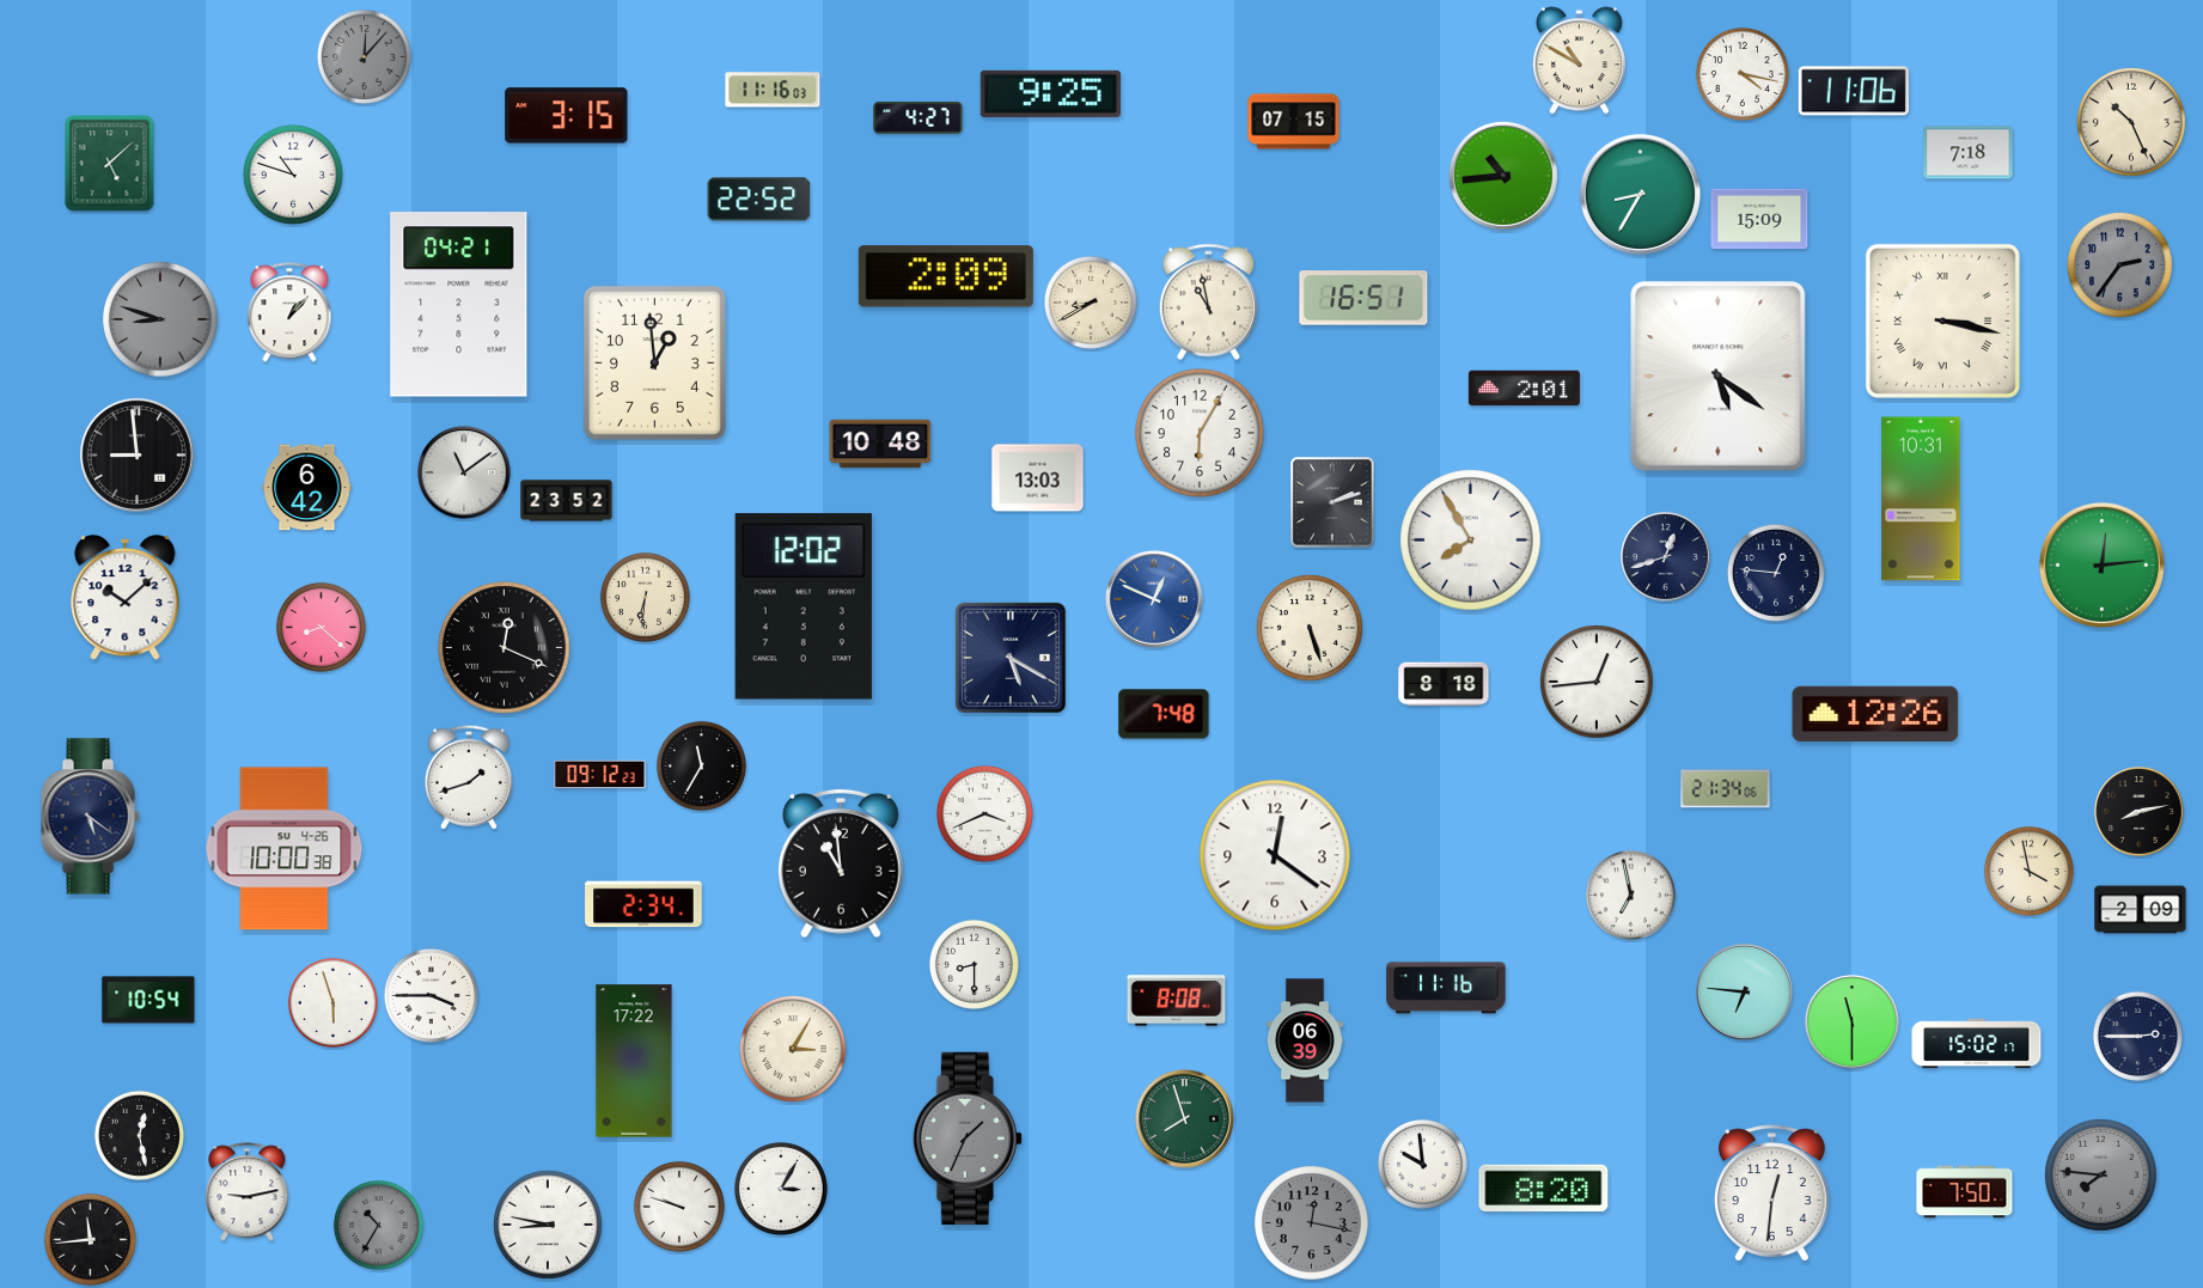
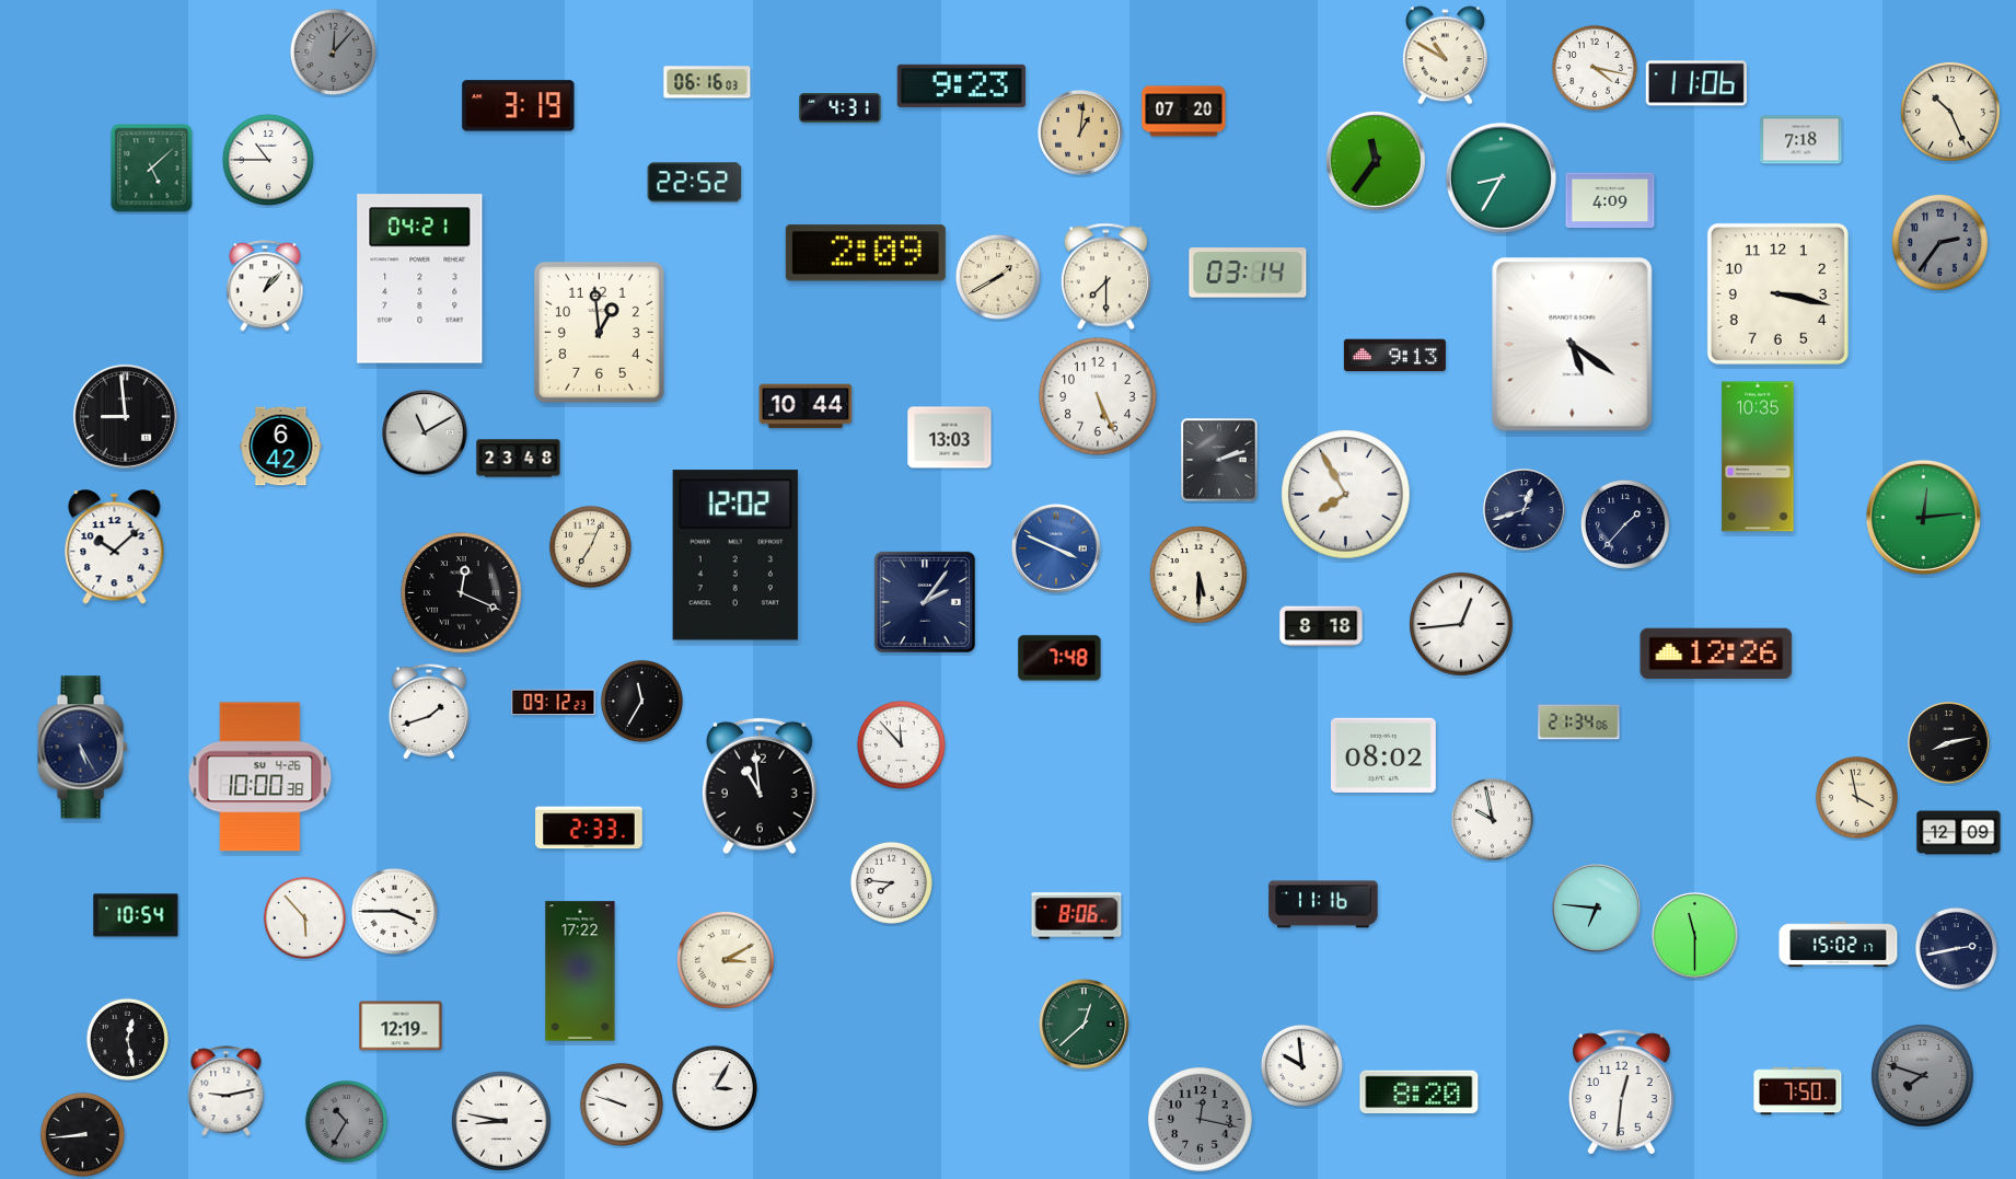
clock at (773, 90): 11:16 -> 06:16
clock at (1050, 93): 9:25 -> 9:23
clock at (567, 116): 3:15 -> 3:19
clock at (919, 118): 4:27 -> 4:31
clock at (1294, 122): 07:15 -> 07:20
clock at (1080, 132): none -> 1:01
clock at (110, 164) position: (110, 164) -> (152, 169)
clock at (293, 175): 10:48 -> 10:45
clock at (1503, 176): 10:44 -> 11:36
clock at (1759, 219): 15:09 -> 4:09
clock at (1363, 298): 16:51 -> 03:14
clock at (1091, 303): 8:40 -> 1:40
clock at (1208, 303): 10:58 -> 7:30
clock at (161, 321): 8:48 -> none
clock at (1942, 321) numerals: Roman -> Arabic
clock at (1524, 389): 2:01 -> 9:13
clock at (1200, 433): 6:05 -> 5:26
clock at (880, 444): 10:48 -> 10:44
clock at (464, 472): 11:09 -> 11:10
clock at (1921, 499): 10:31 -> 10:35
clock at (567, 501): 23:52 -> 23:48
clock at (1776, 573): 12:46 -> 1:37
clock at (645, 597): 6:31 -> 7:04
clock at (1155, 600): 12:49 -> 3:49
clock at (321, 627): 8:22 -> none
clock at (1310, 628): 5:27 -> 5:30
clock at (1011, 658): 5:20 -> 2:06
clock at (1164, 714) position: (1164, 714) -> (1059, 658)
clock at (600, 775) position: (600, 775) -> (554, 703)
clock at (2140, 812) position: (2140, 812) -> (1949, 743)
clock at (984, 813): 3:41 -> 11:53
clock at (90, 817): 5:21 -> 5:25
clock at (1383, 754): none -> 08:02
clock at (1275, 855): 12:21 -> none
clock at (841, 863) position: (841, 863) -> (760, 786)
clock at (1630, 895): 6:58 -> 9:58
clock at (643, 904): 2:34 -> 2:33
clock at (2141, 910): 2:09 -> 12:09
clock at (974, 964): 8:30 -> 7:46
clock at (1177, 1001): 8:08 -> 8:06
clock at (332, 1002): 5:57 -> 5:53
clock at (2137, 1036): 2:45 -> 2:43
clock at (1305, 1040): 06:39 -> none
clock at (1977, 1044) position: (1977, 1044) -> (1839, 945)
clock at (793, 1049): 3:05 -> 3:10
clock at (1185, 1119): 7:57 -> 12:38
clock at (401, 1026): none -> 12:19
clock at (968, 1139): 1:34 -> none
clock at (2101, 1176): 7:46 -> 7:48
clock at (1544, 1189) position: (1544, 1189) -> (1420, 1093)
clock at (90, 1239): 11:44 -> 8:44
